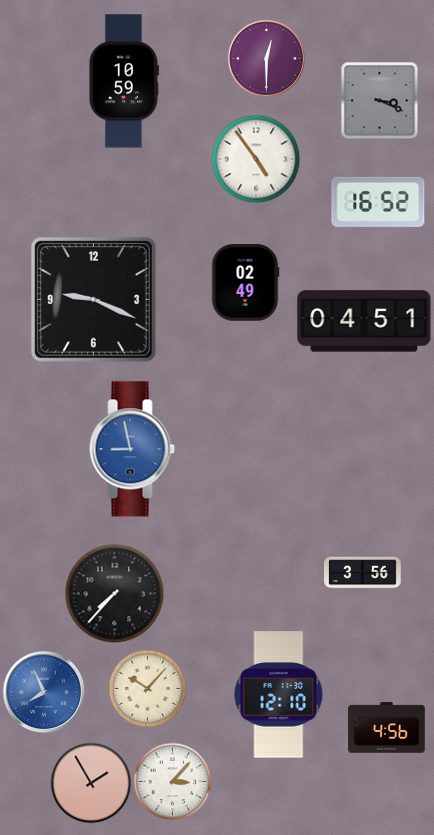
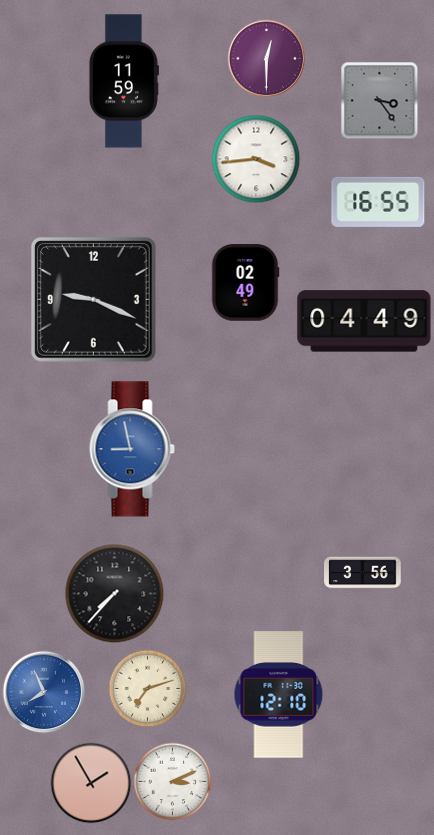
clock at (123, 81): 10:59 -> 11:59
clock at (379, 100): 3:19 -> 3:24
clock at (256, 159): 4:54 -> 3:44
clock at (378, 202): 16:52 -> 16:55
clock at (364, 321): 04:51 -> 04:49
clock at (147, 688): 10:07 -> 7:12
clock at (387, 728): 4:56 -> none
clock at (172, 781): 3:07 -> 3:11
